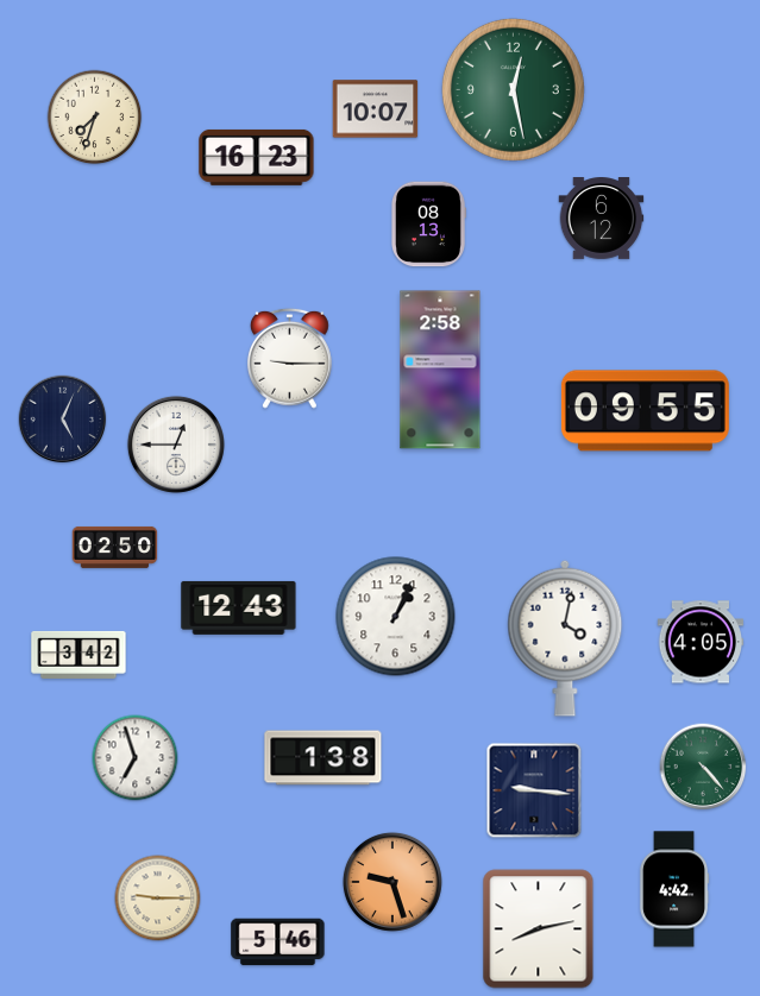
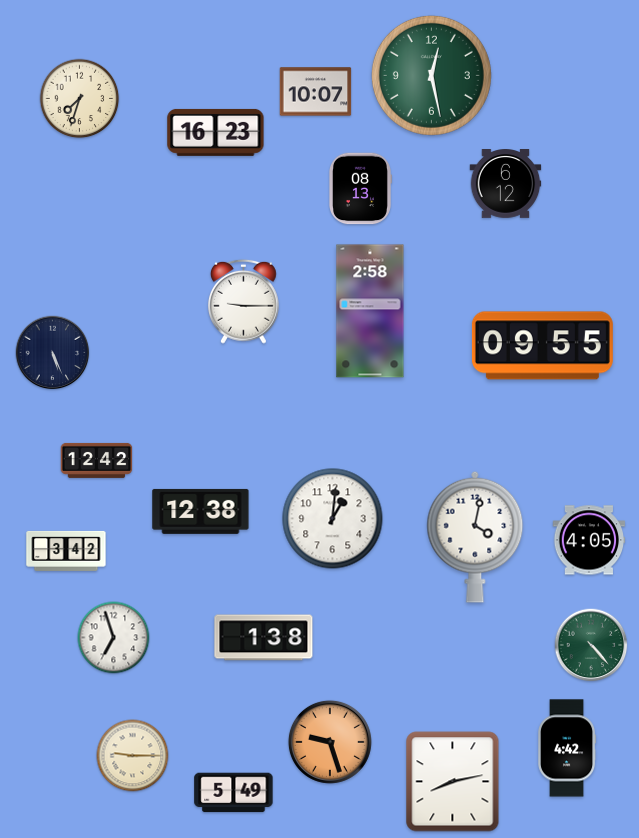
clock at (63, 420): 5:04 -> 5:26
clock at (176, 445): 12:45 -> none
clock at (115, 547): 02:50 -> 12:42
clock at (239, 607): 12:43 -> 12:38
clock at (396, 617): 1:04 -> 1:01
clock at (324, 758) position: (324, 758) -> (264, 638)
clock at (534, 790): 9:16 -> none
clock at (278, 943): 5:46 -> 5:49
